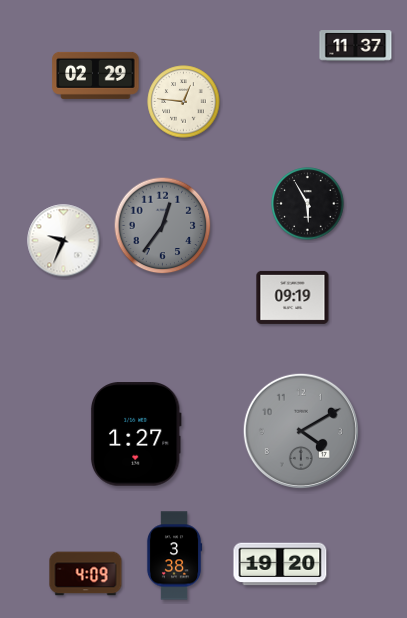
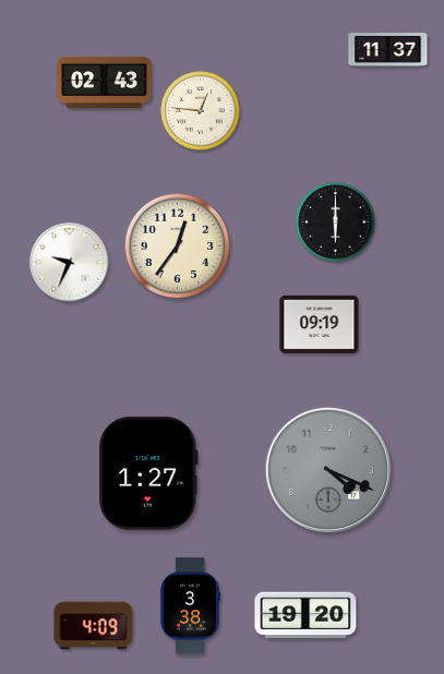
clock at (96, 75): 02:29 -> 02:43
clock at (308, 204): 5:55 -> 6:00
clock at (163, 226) dial: grey -> cream
clock at (301, 431): 4:10 -> 4:19
